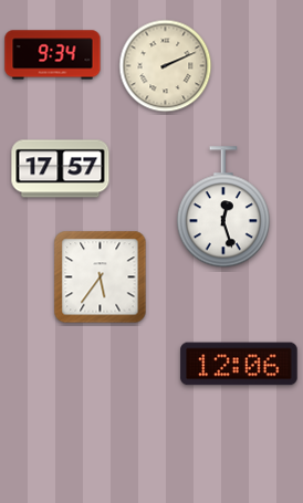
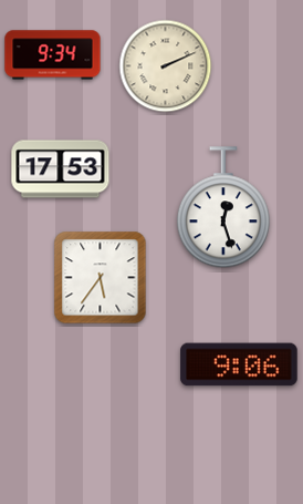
clock at (61, 169): 17:57 -> 17:53
clock at (239, 364): 12:06 -> 9:06
